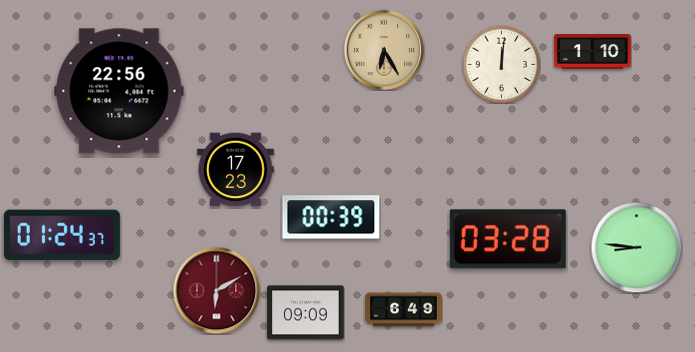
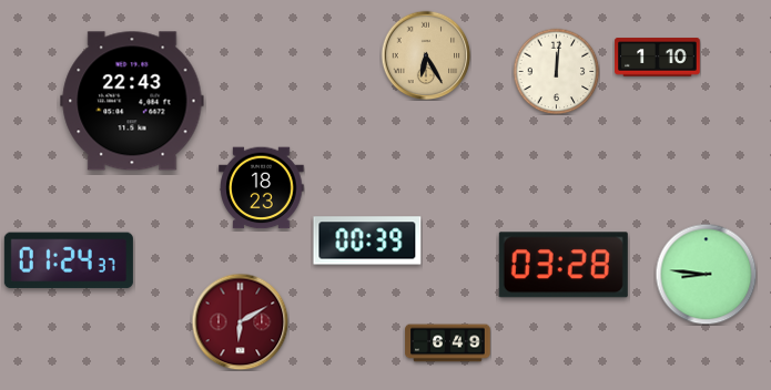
clock at (119, 91): 22:56 -> 22:43
clock at (236, 170): 17:23 -> 18:23
clock at (306, 313): 09:09 -> none
